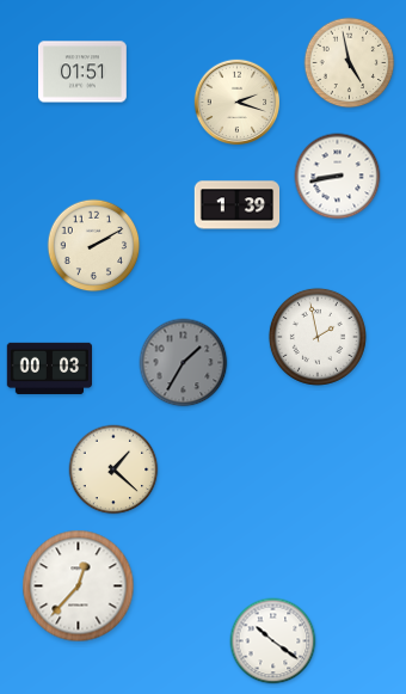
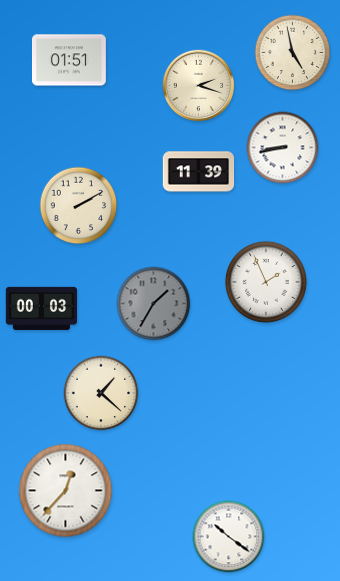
clock at (238, 205): 1:39 -> 11:39
clock at (318, 337): 1:58 -> 1:56
clock at (113, 469) position: (113, 469) -> (101, 393)
